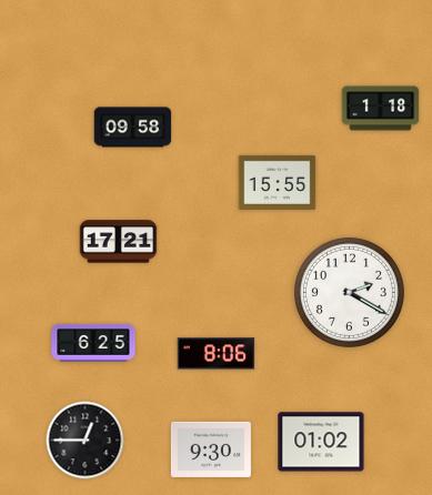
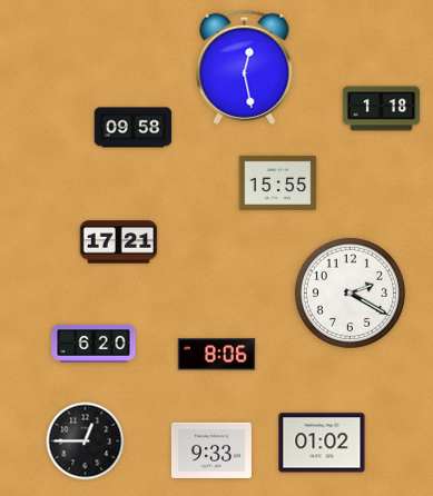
clock at (245, 67): none -> 12:28
clock at (93, 343): 6:25 -> 6:20
clock at (211, 449): 9:30 -> 9:33
